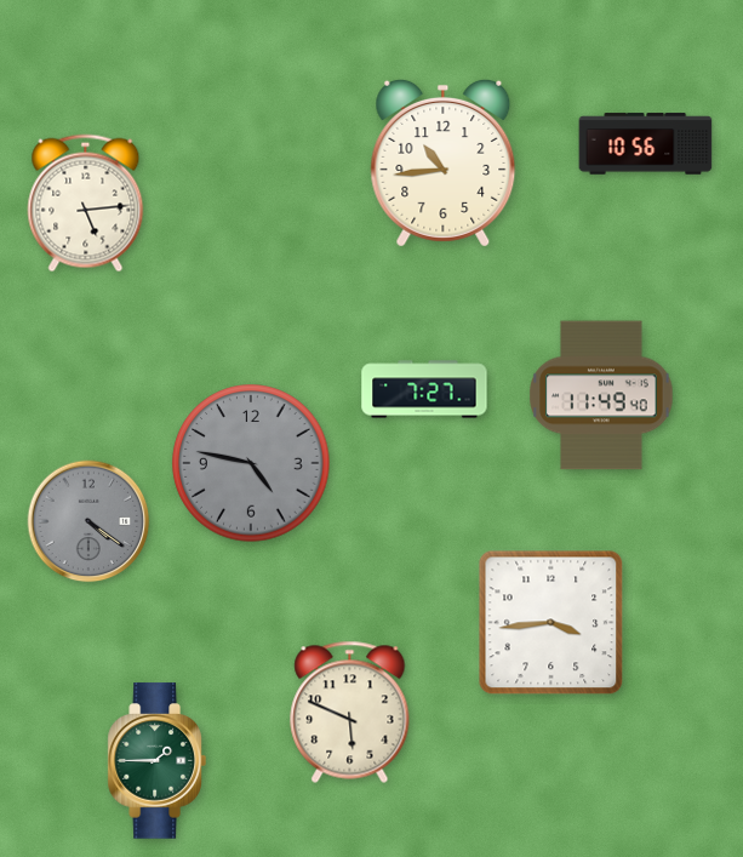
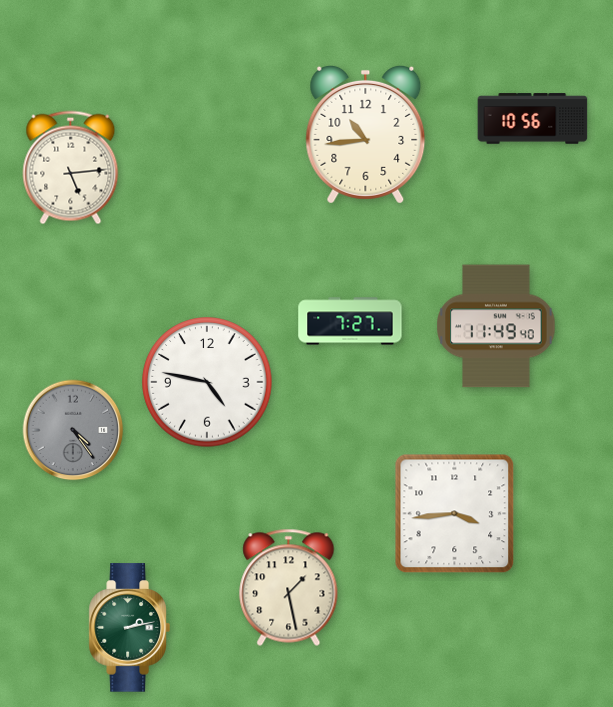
clock at (251, 463) dial: grey -> white
clock at (88, 521): 4:21 -> 4:24
clock at (350, 712): 5:49 -> 1:28
clock at (156, 761): 1:45 -> 2:13
